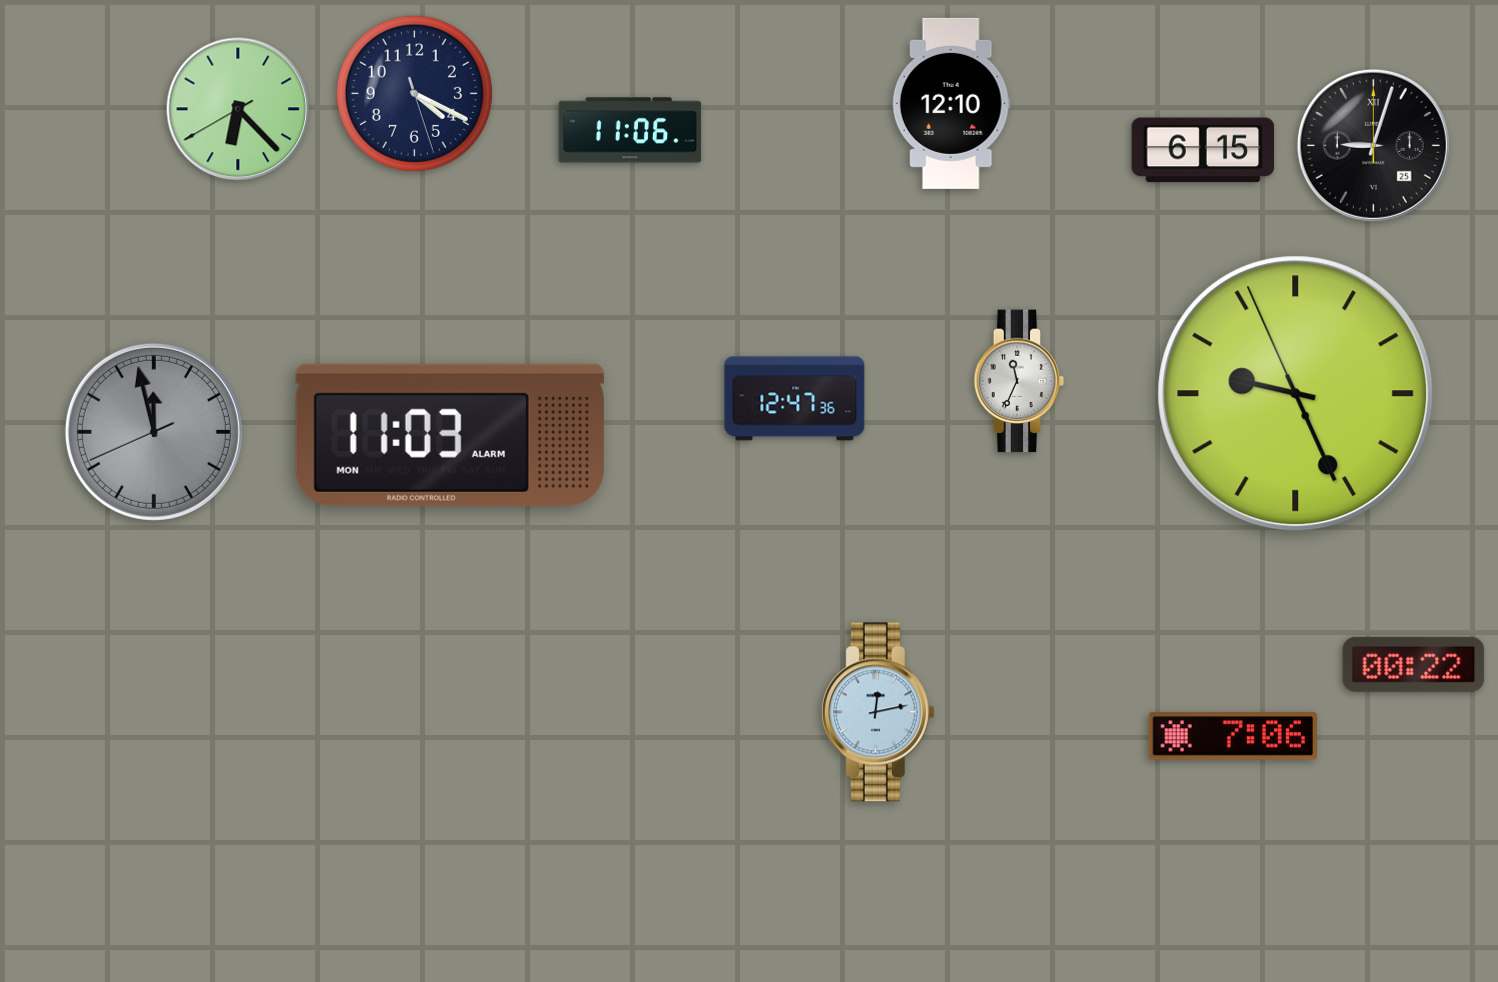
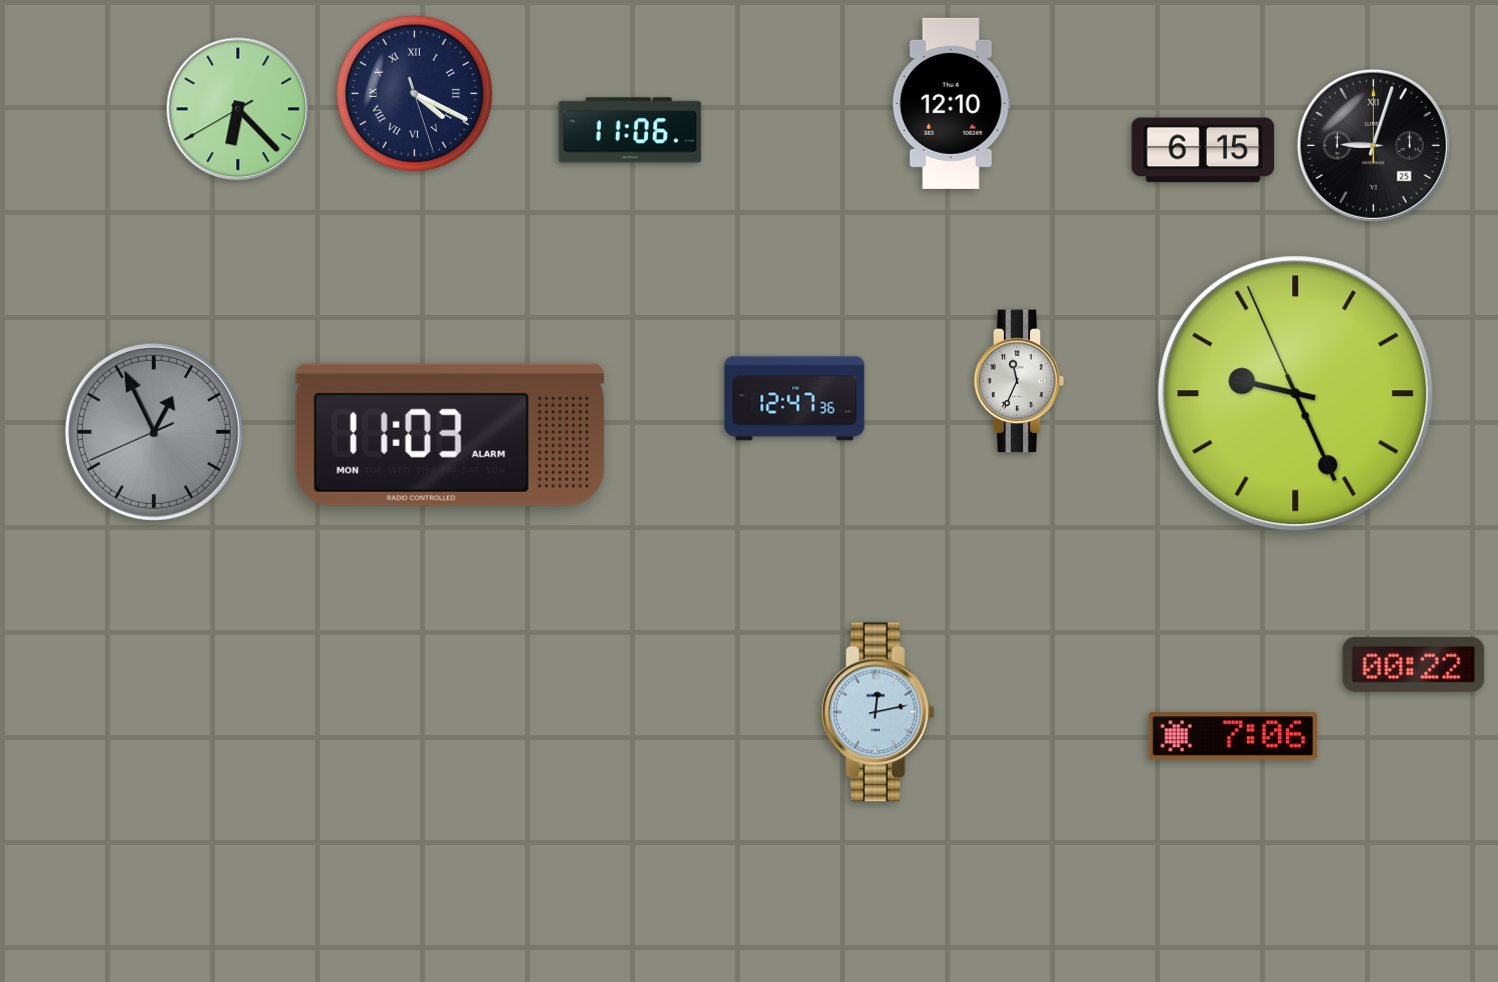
clock at (414, 93) numerals: Arabic -> Roman
clock at (154, 432): 11:57 -> 12:55
